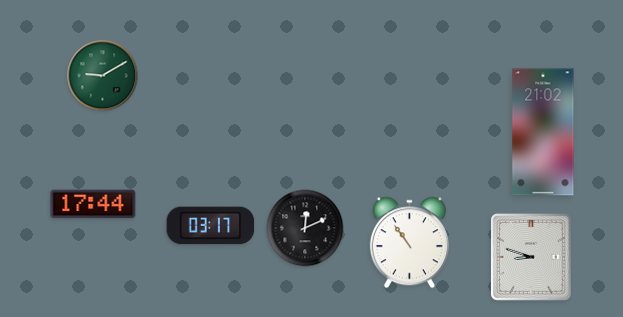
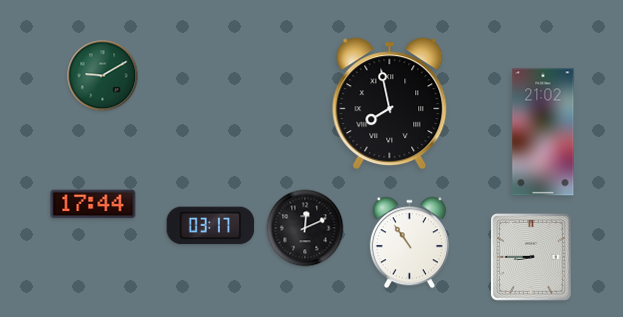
clock at (390, 104): none -> 7:58
clock at (532, 258): 8:48 -> 8:45
